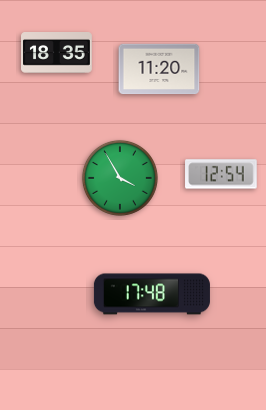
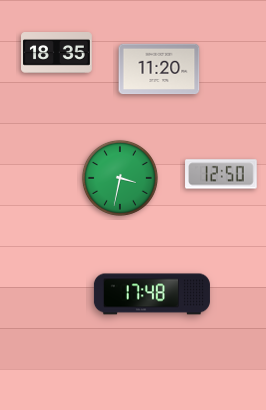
clock at (221, 174): 12:54 -> 12:50
clock at (120, 178): 3:55 -> 3:32
